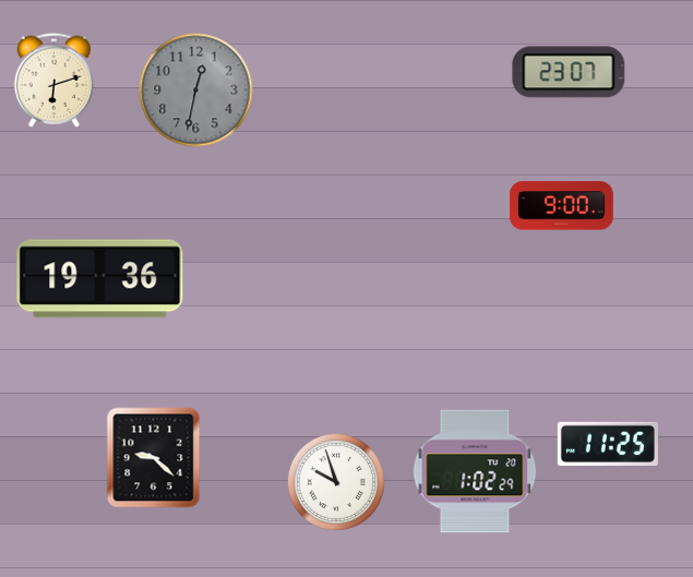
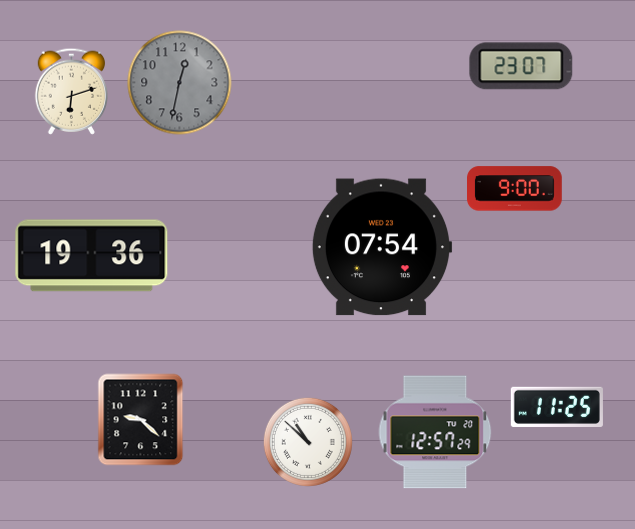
clock at (53, 80) position: (53, 80) -> (71, 91)
clock at (382, 247): none -> 07:54
clock at (475, 471): 1:02 -> 12:57
clock at (336, 482): 9:57 -> 10:52
